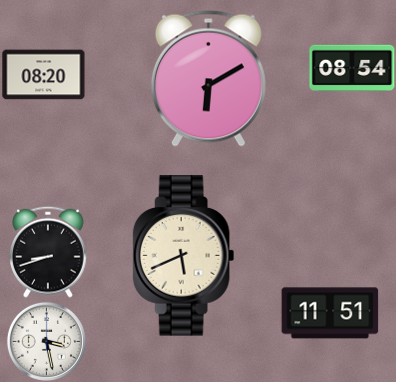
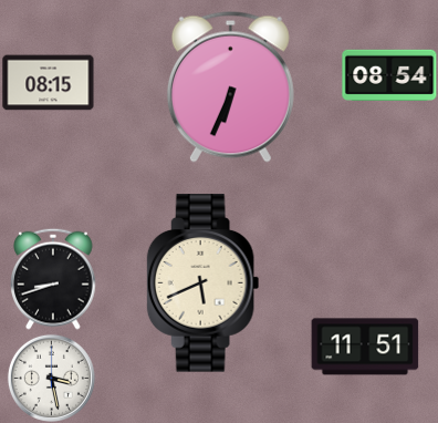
clock at (44, 75): 08:20 -> 08:15
clock at (208, 78): 6:10 -> 6:34
